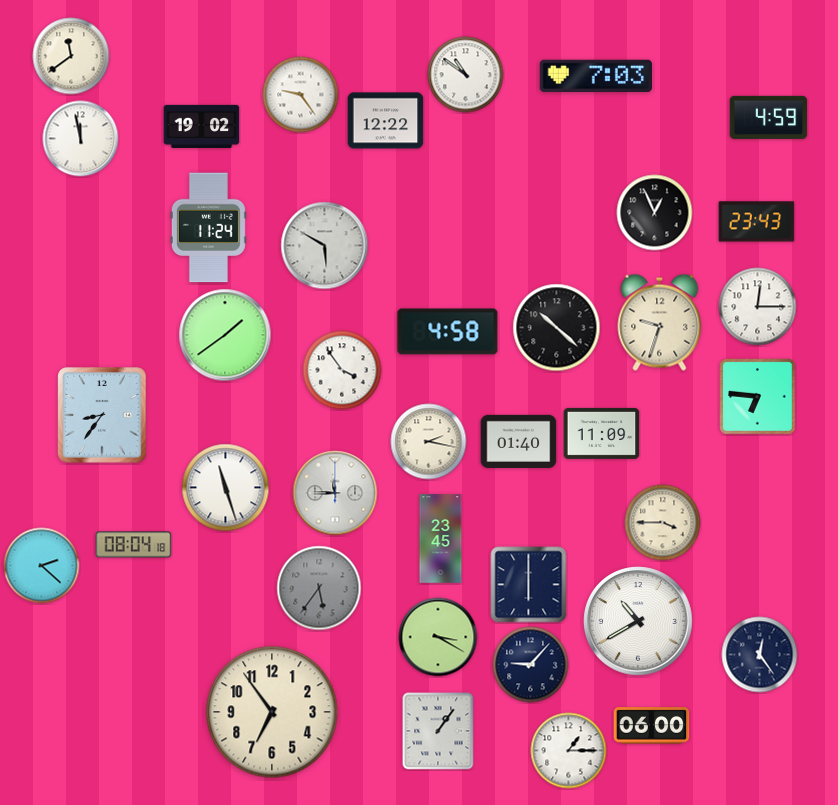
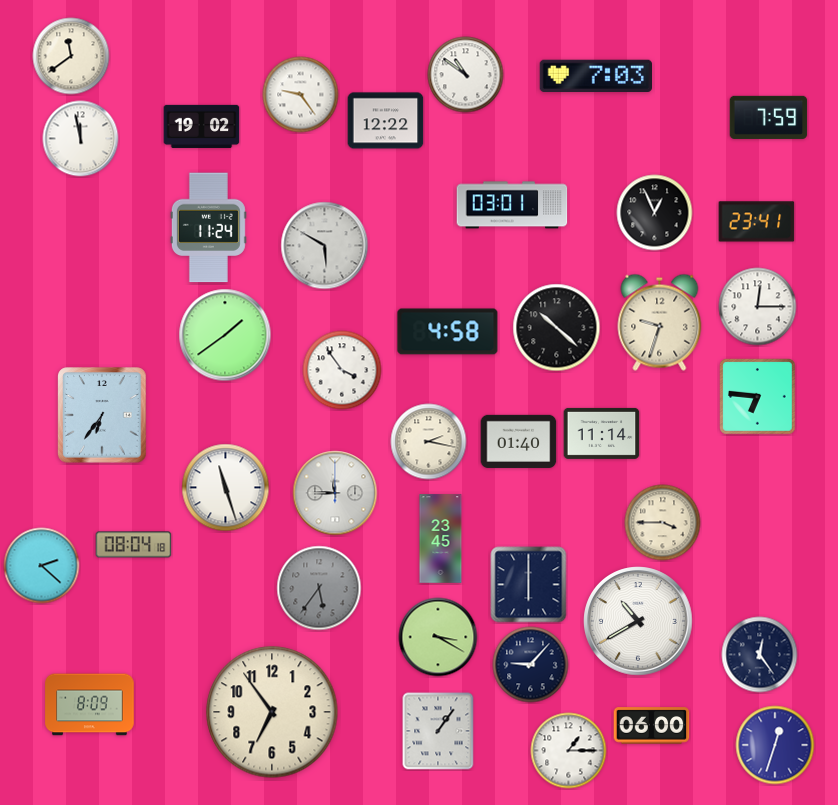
clock at (769, 117): 4:59 -> 7:59
clock at (512, 205): none -> 03:01
clock at (757, 222): 23:43 -> 23:41
clock at (102, 415): 8:36 -> 6:36
clock at (602, 433): 11:09 -> 11:14
clock at (90, 705): none -> 8:09
clock at (775, 745): none -> 12:33
